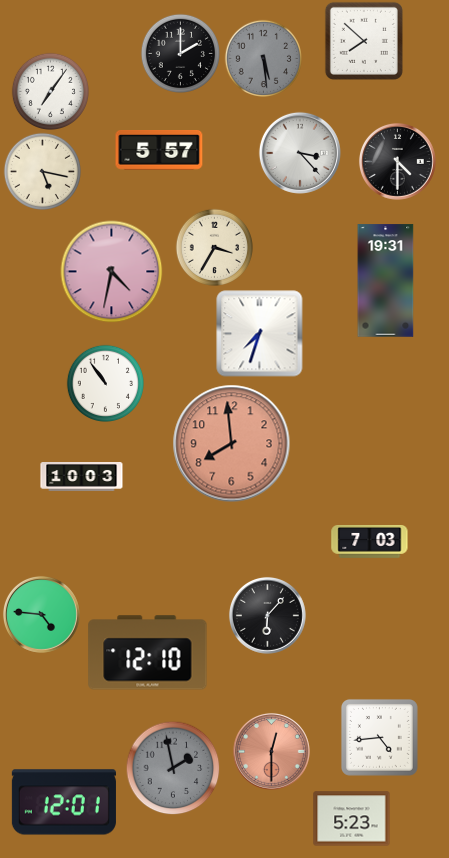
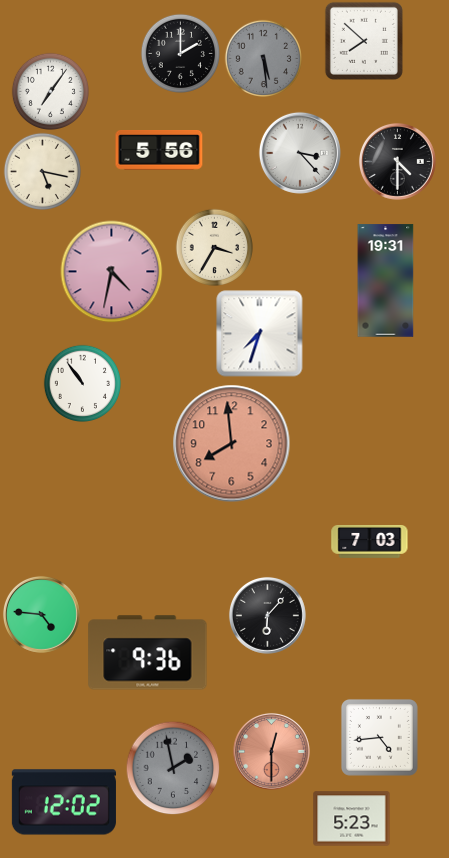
clock at (159, 151): 5:57 -> 5:56
clock at (105, 383) position: (105, 383) -> (82, 383)
clock at (82, 477): 10:03 -> none
clock at (148, 653): 12:10 -> 9:36
clock at (64, 802): 12:01 -> 12:02
